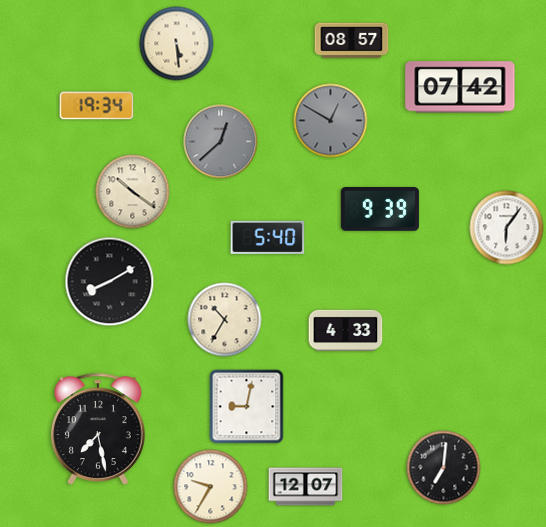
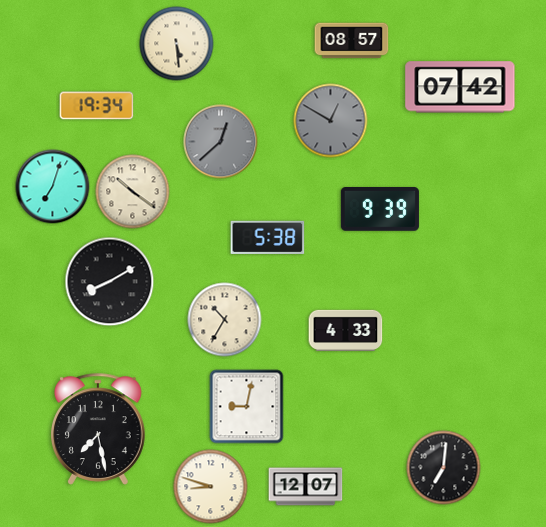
clock at (53, 187): none -> 7:03
clock at (507, 228): 6:06 -> none
clock at (268, 237): 5:40 -> 5:38
clock at (211, 487): 9:35 -> 8:48
